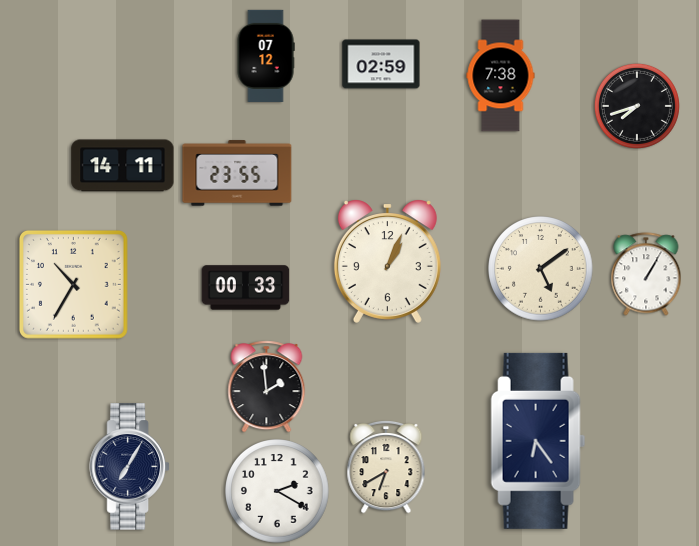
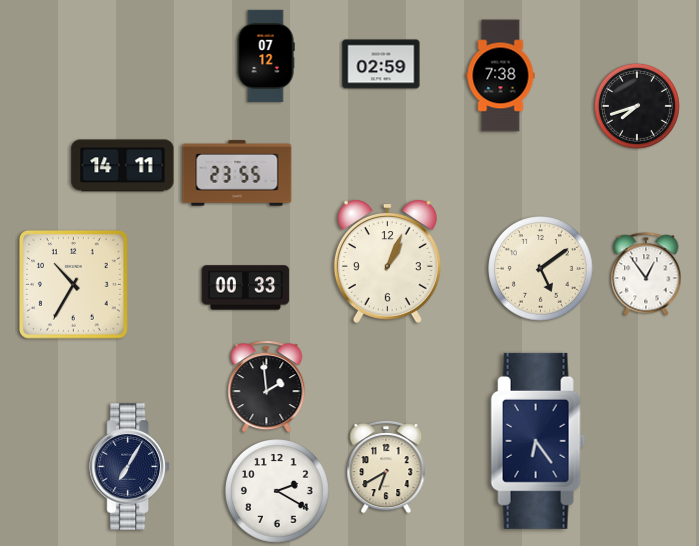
clock at (646, 274): 1:05 -> 12:54
